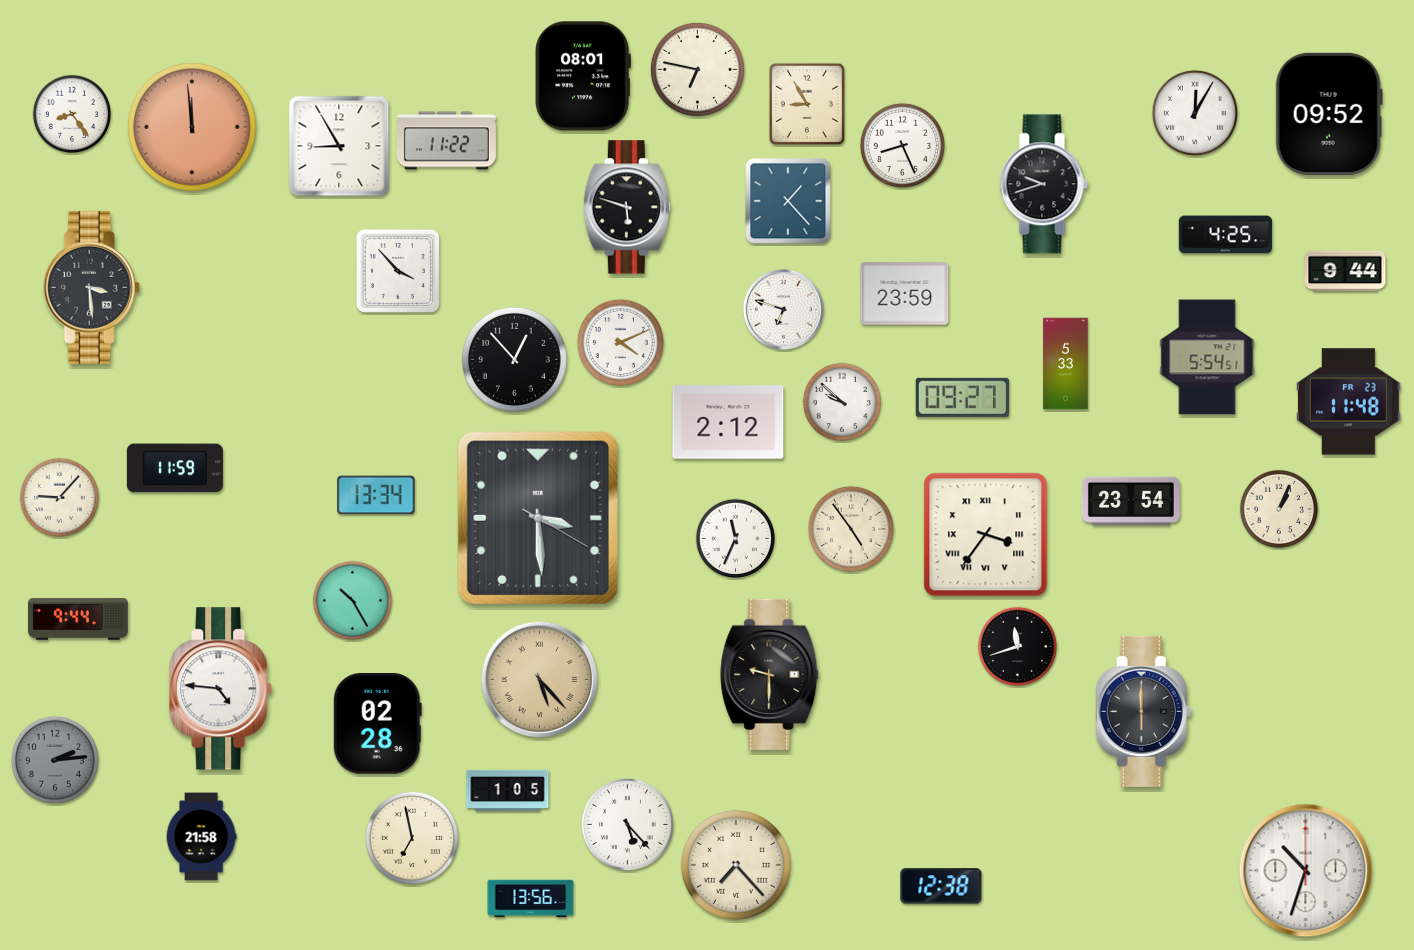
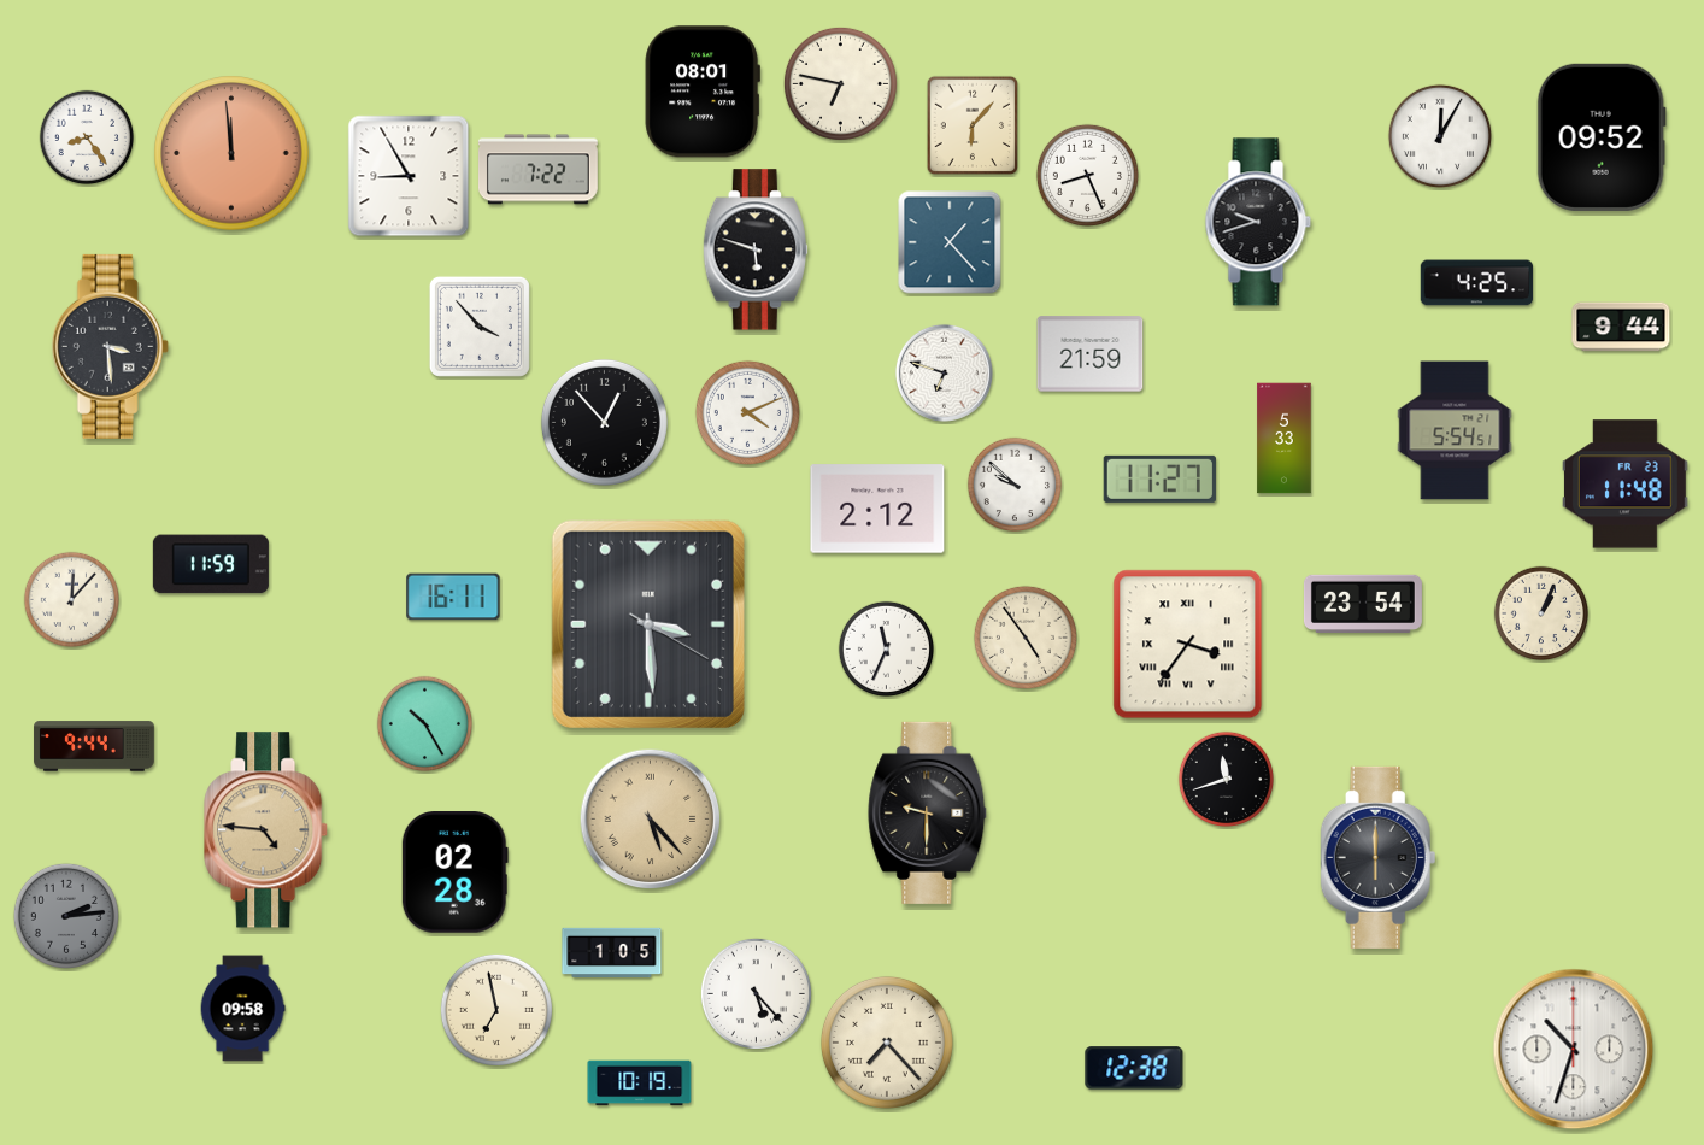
clock at (807, 104): 8:55 -> 6:07
clock at (446, 141): 11:22 -> 7:22
clock at (905, 294): 23:59 -> 21:59
clock at (514, 359) position: (514, 359) -> (604, 422)
clock at (962, 397): 09:27 -> 11:27
clock at (376, 495): 13:34 -> 16:11
clock at (60, 498): 9:07 -> 12:07
clock at (221, 689) dial: white -> champagne
clock at (201, 837): 21:58 -> 09:58
clock at (531, 899): 13:56 -> 10:19
